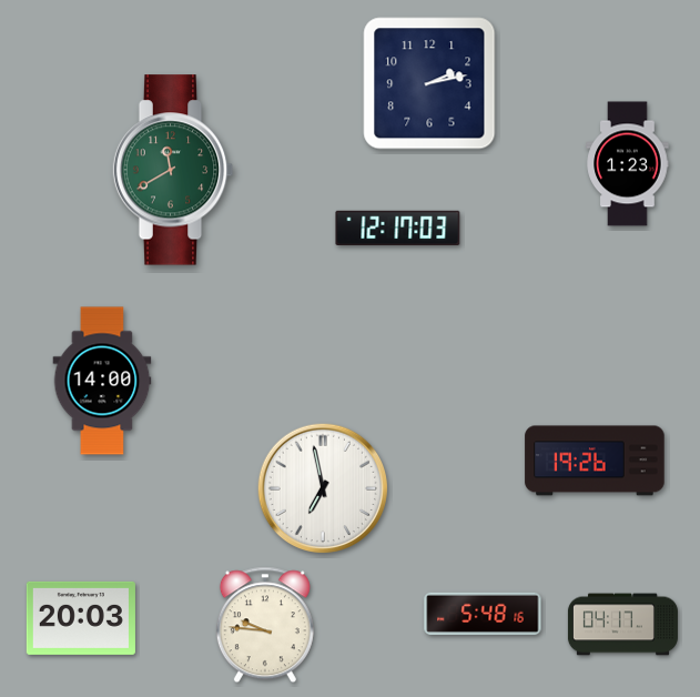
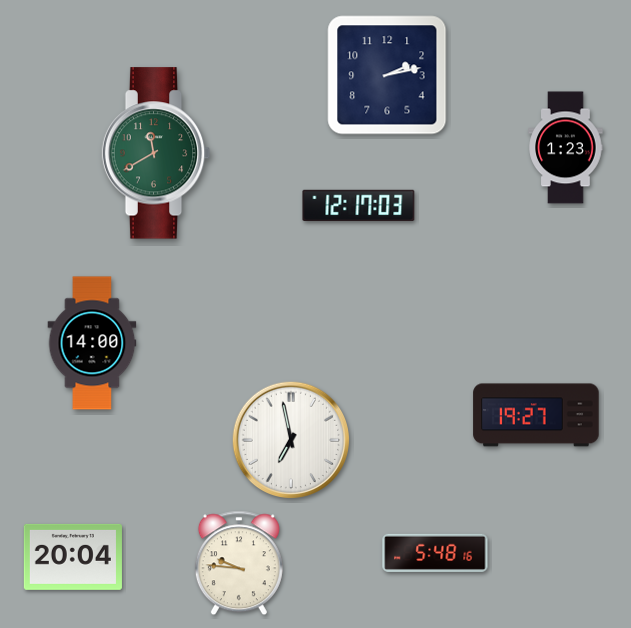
clock at (595, 461): 19:26 -> 19:27
clock at (81, 618): 20:03 -> 20:04
clock at (622, 625): 04:17 -> none
